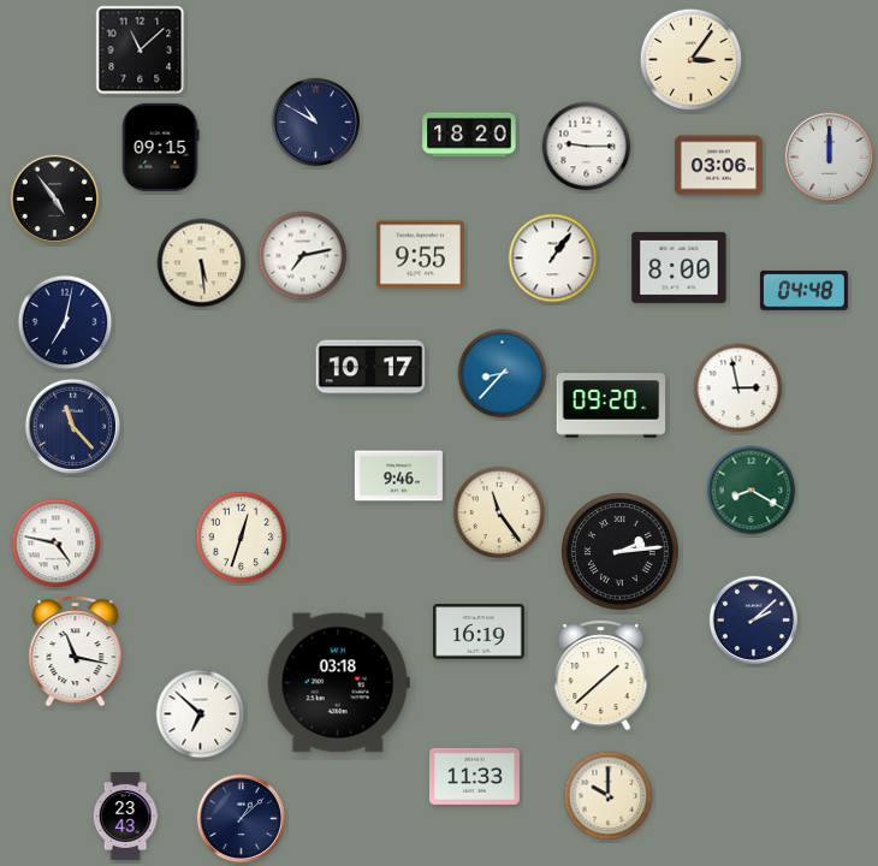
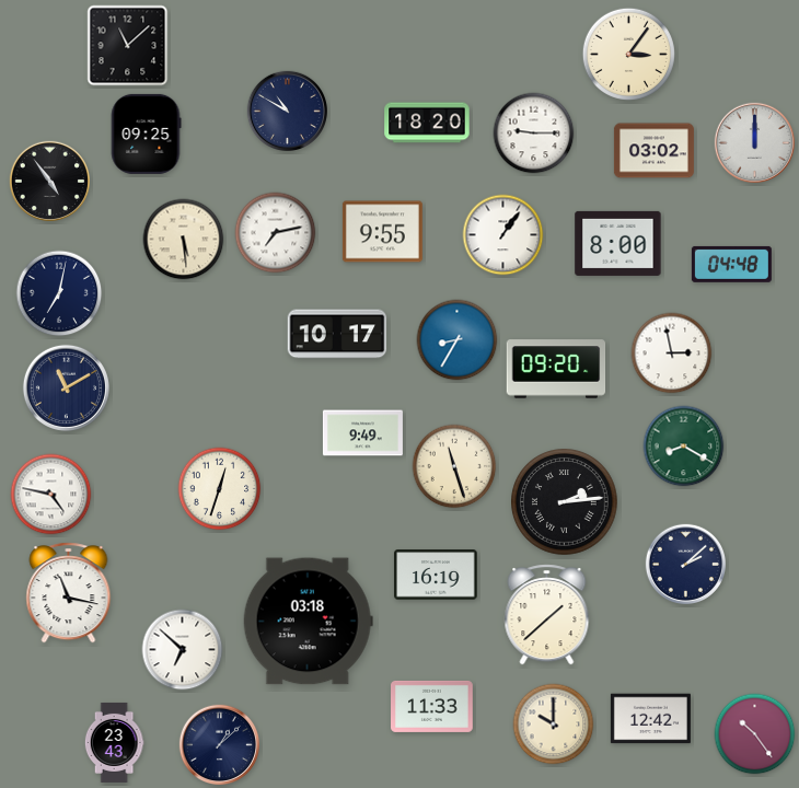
clock at (160, 147): 09:15 -> 09:25
clock at (718, 166): 03:06 -> 03:02
clock at (503, 374): 8:37 -> 8:35
clock at (72, 426): 11:23 -> 11:10
clock at (398, 476): 9:46 -> 9:49
clock at (499, 512): 11:24 -> 11:27
clock at (650, 719): none -> 12:42
clock at (755, 734): none -> 10:24
